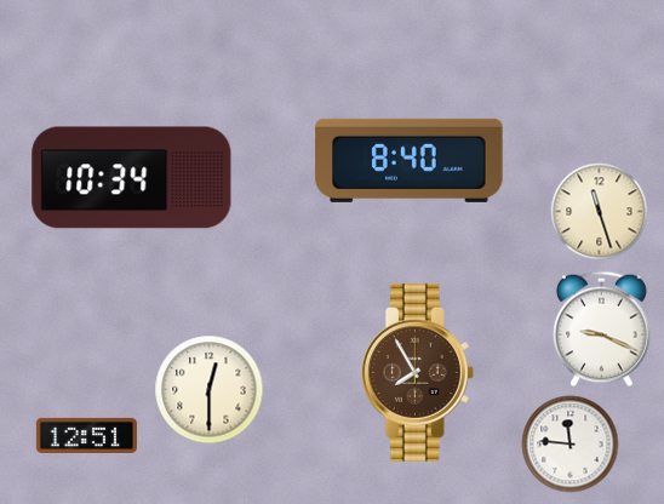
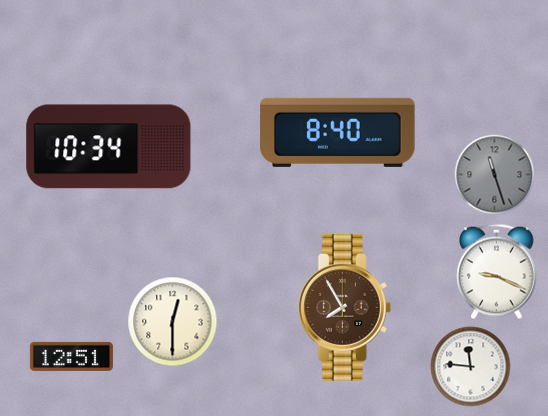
clock at (599, 211) dial: cream -> grey
clock at (86, 435) position: (86, 435) -> (71, 356)
